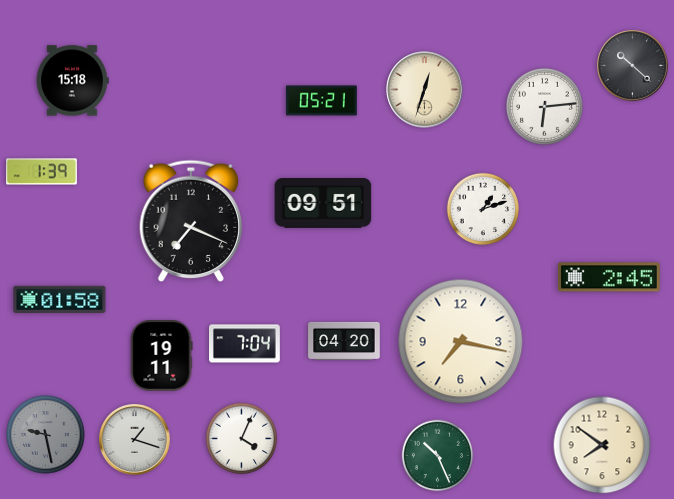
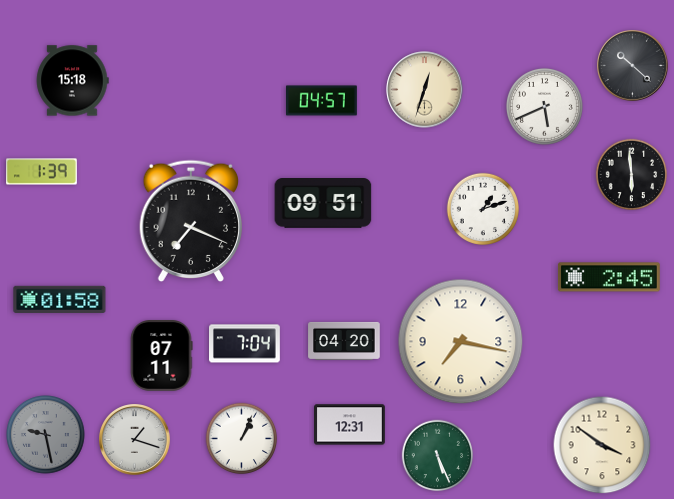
clock at (322, 101): 05:21 -> 04:57
clock at (544, 106): 6:14 -> 5:41
clock at (632, 175): none -> 5:59
clock at (161, 356): 19:11 -> 07:11
clock at (350, 425): none -> 12:31
clock at (242, 439): 4:04 -> 1:04
clock at (602, 445): 7:51 -> 3:51
clock at (438, 456): 10:26 -> 5:26
